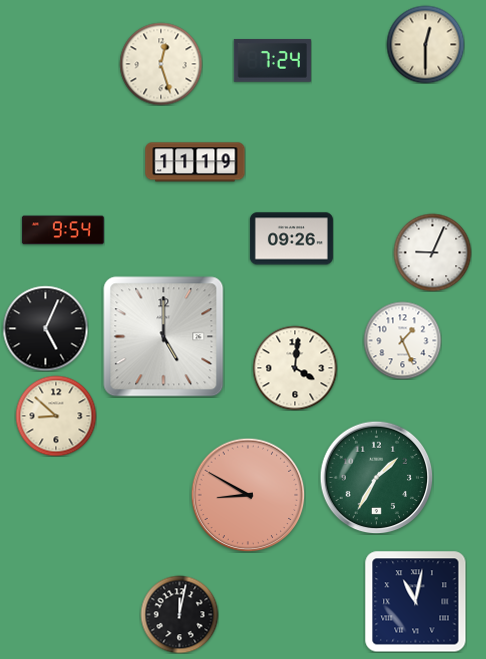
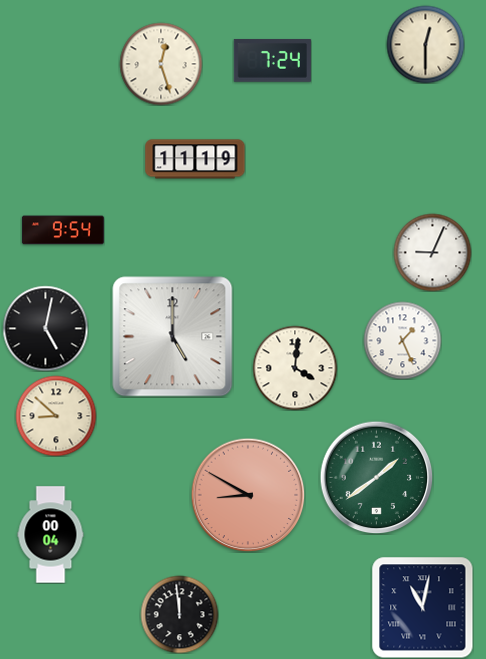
clock at (195, 162) position: (195, 162) -> (195, 159)
clock at (291, 239): 09:26 -> none
clock at (45, 328): 5:04 -> 5:02
clock at (164, 337) position: (164, 337) -> (173, 337)
clock at (376, 477): 1:35 -> 1:39
clock at (51, 535): none -> 00:04
clock at (415, 601) position: (415, 601) -> (422, 607)
clock at (179, 614): 12:02 -> 11:59
